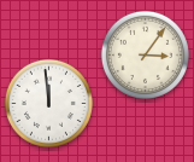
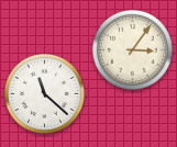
clock at (48, 103): 11:59 -> 11:22
